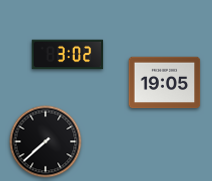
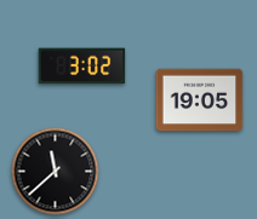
clock at (46, 142): 7:38 -> 11:38
